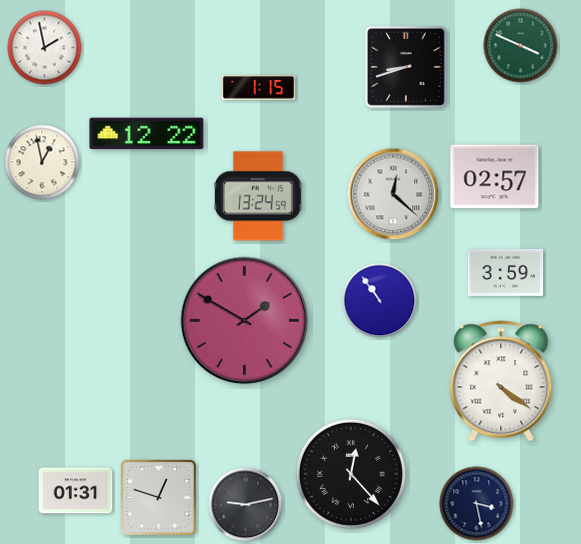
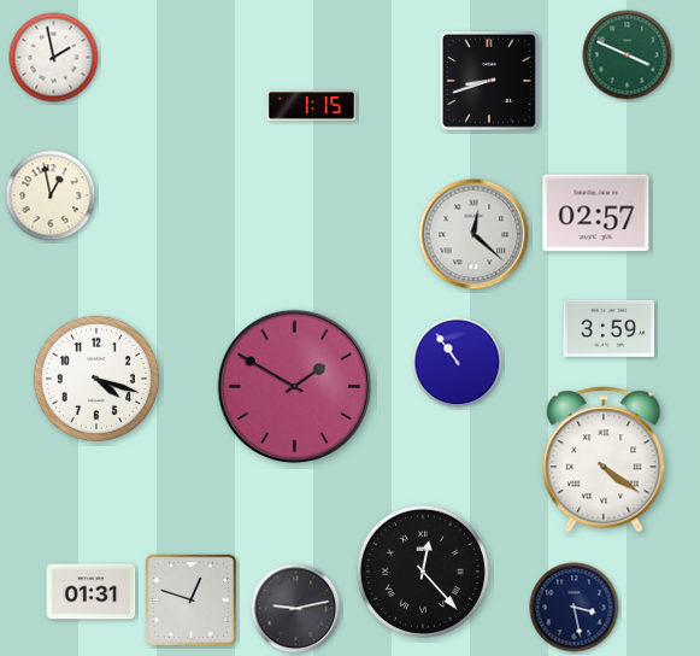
clock at (147, 134): 12:22 -> none
clock at (258, 196): 13:24 -> none
clock at (96, 379): none -> 4:18
